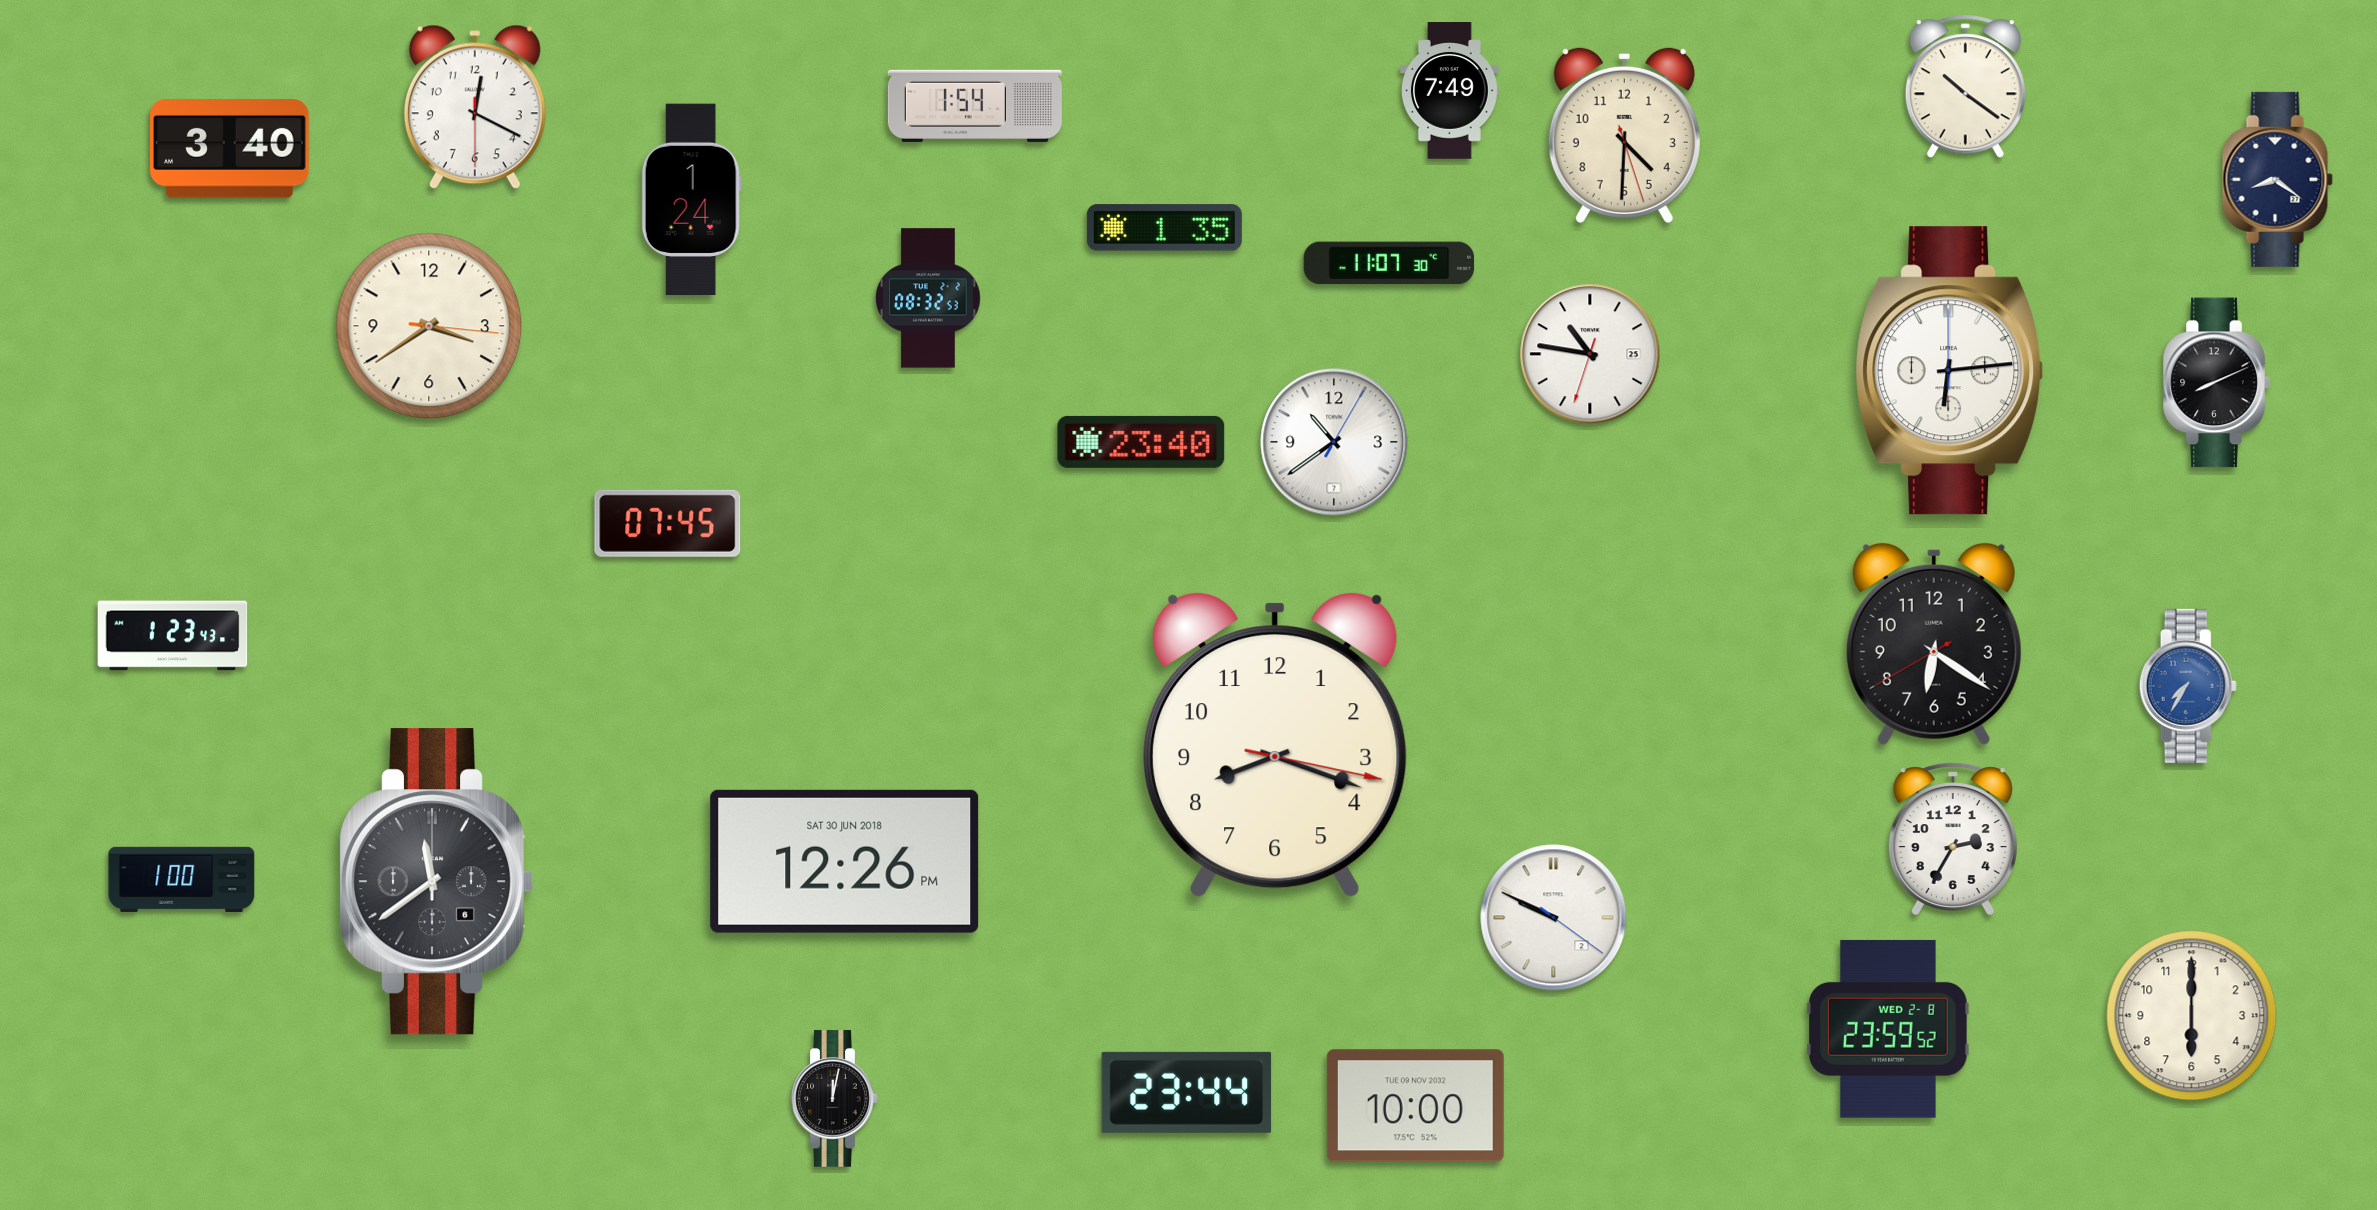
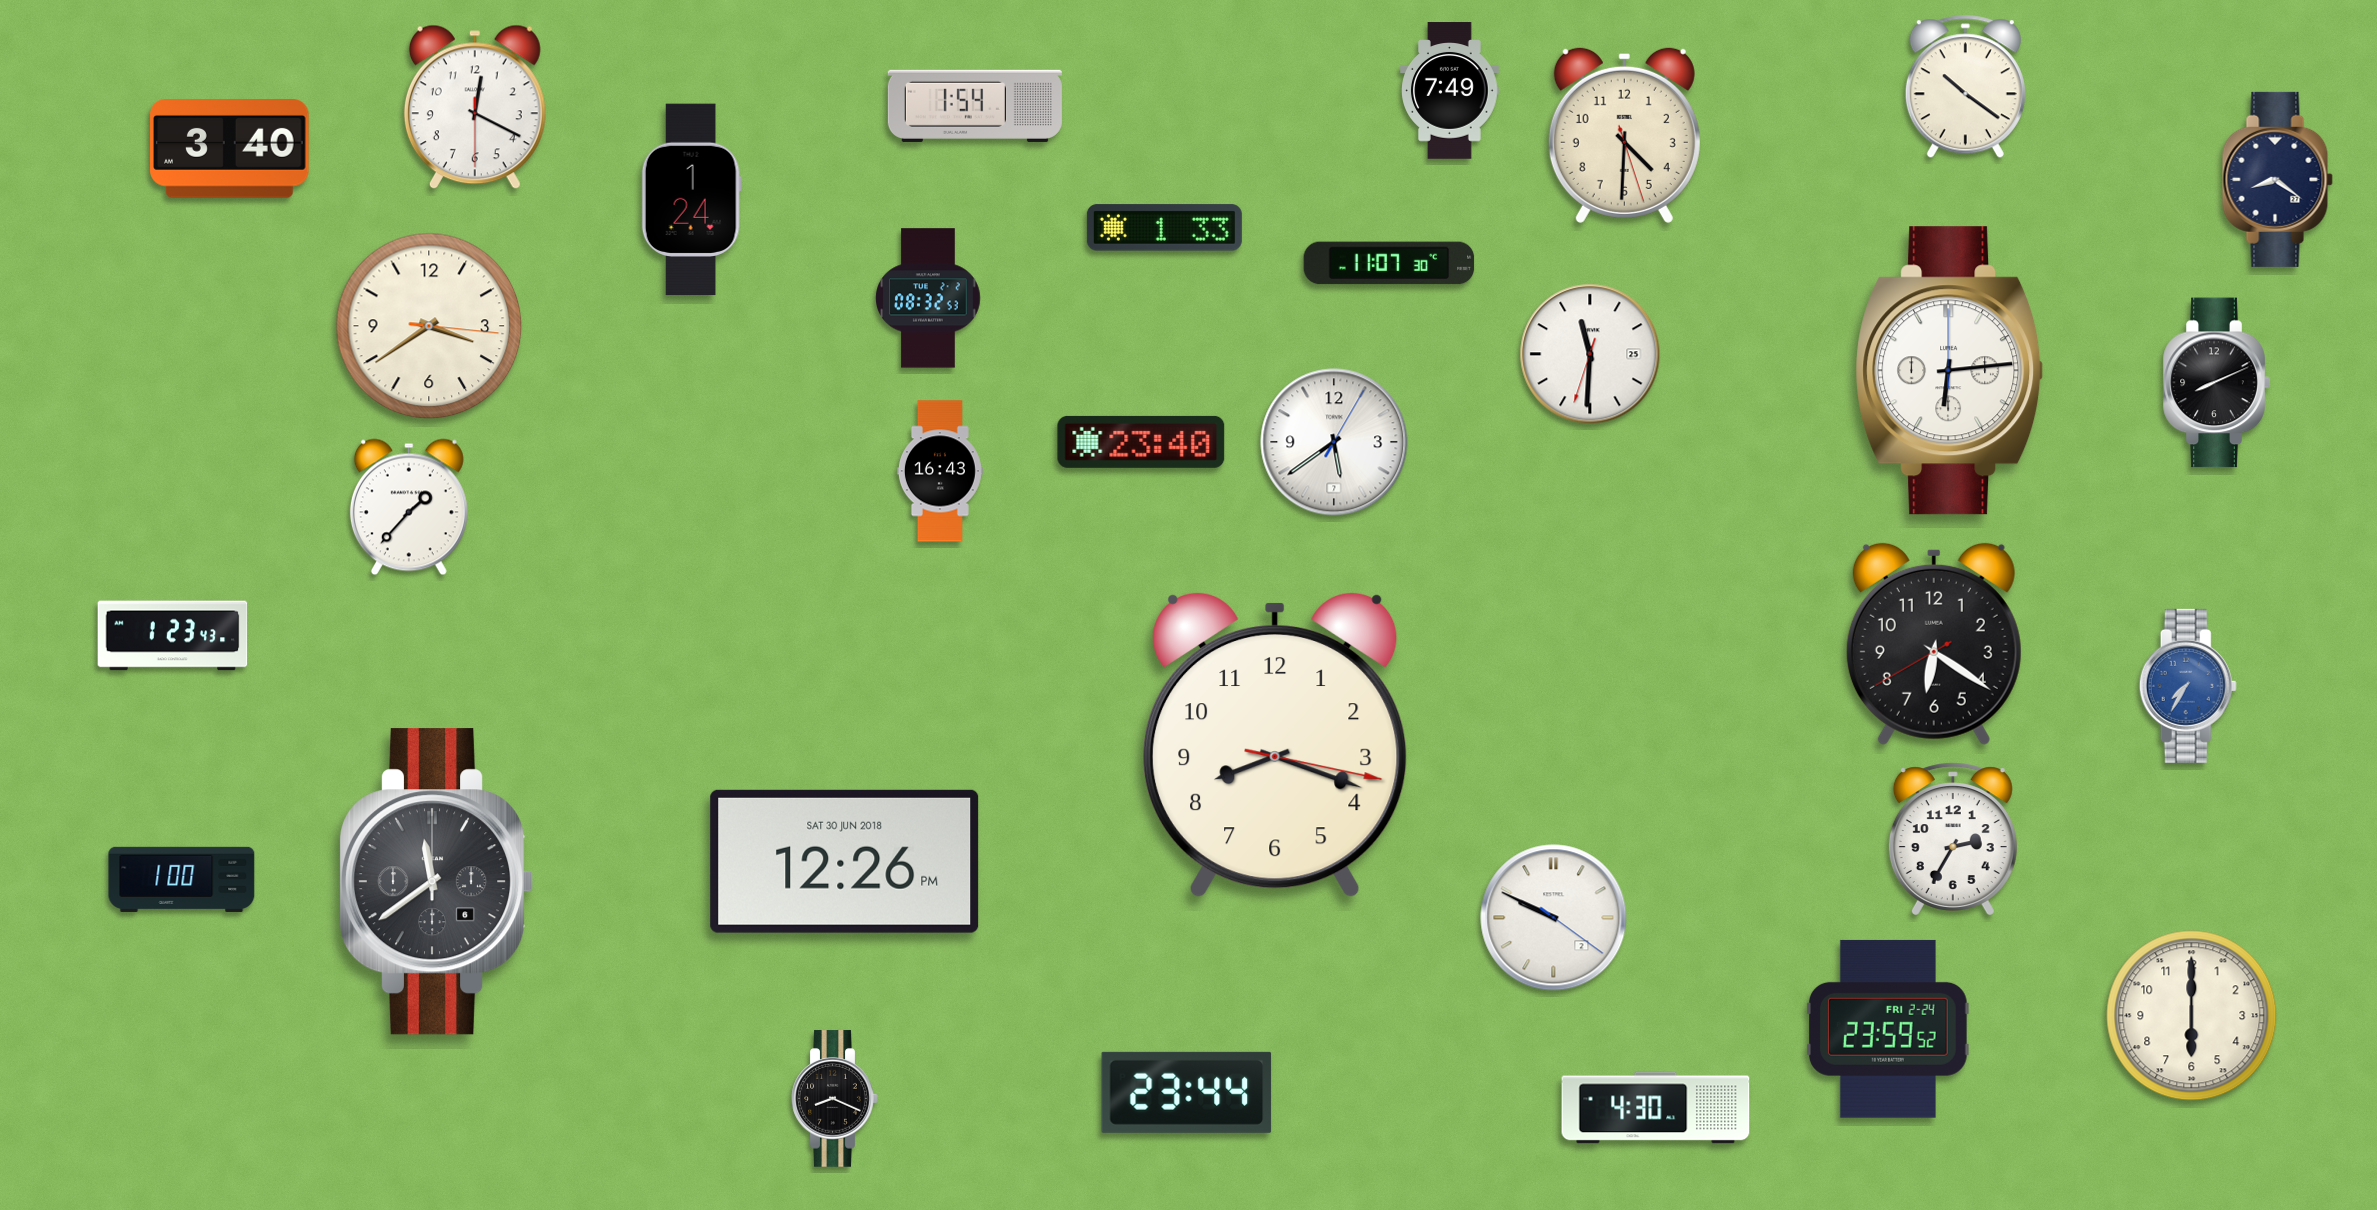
clock at (1164, 228): 1:35 -> 1:33
clock at (1590, 354): 10:46 -> 11:30
clock at (1334, 442): 10:39 -> 5:39
clock at (940, 471): none -> 16:43
clock at (409, 507): none -> 1:37
clock at (668, 523): 07:45 -> none
clock at (1889, 1029) date: WED 2-8 -> FRI 2-24
clock at (835, 1099): 12:02 -> 8:19
clock at (1415, 1106): 10:00 -> none
clock at (1656, 1108): none -> 4:30
